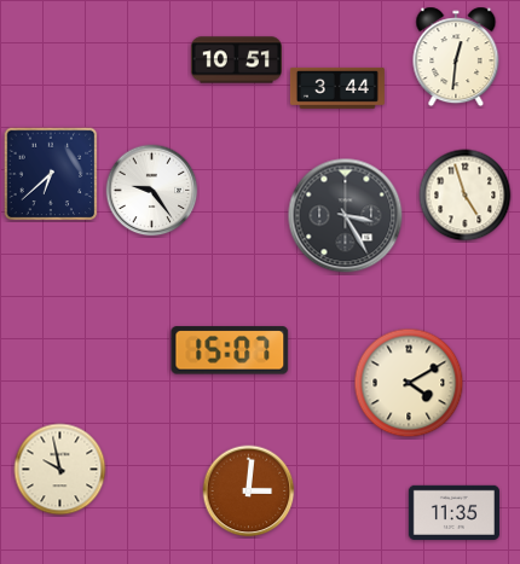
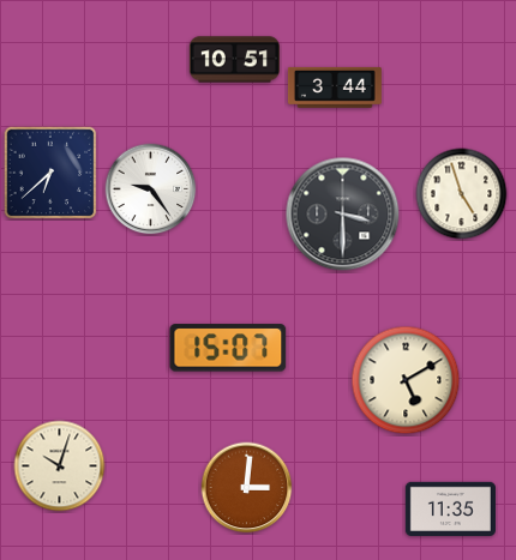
clock at (456, 57): 12:31 -> none
clock at (346, 216): 3:25 -> 3:30
clock at (409, 383): 4:10 -> 5:10
clock at (60, 470): 9:58 -> 10:03
